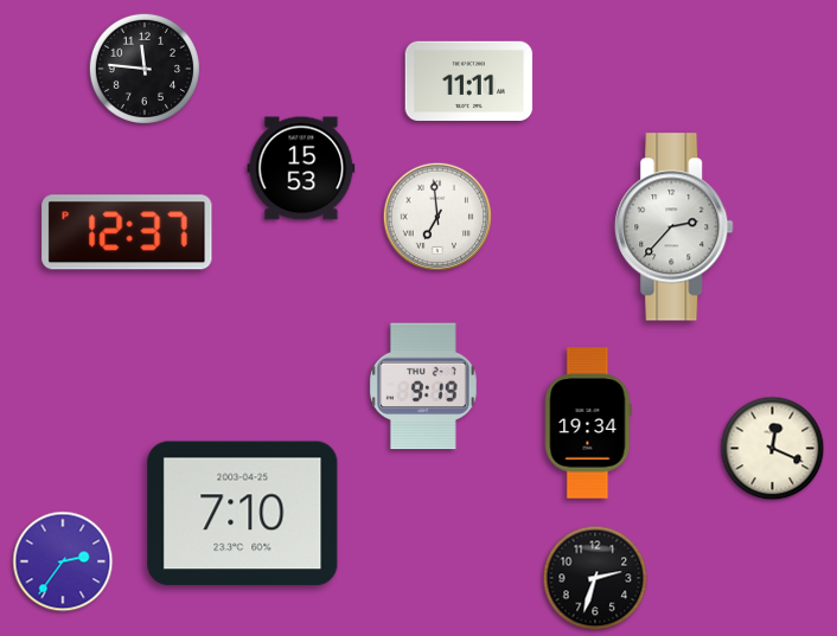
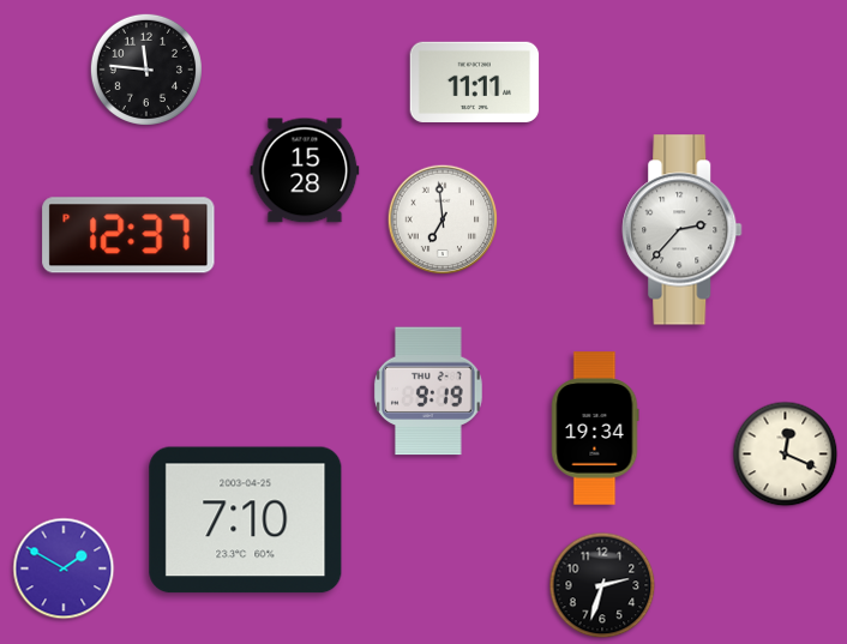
clock at (301, 168): 15:53 -> 15:28
clock at (773, 449) position: (773, 449) -> (786, 455)
clock at (63, 561): 2:36 -> 1:50
